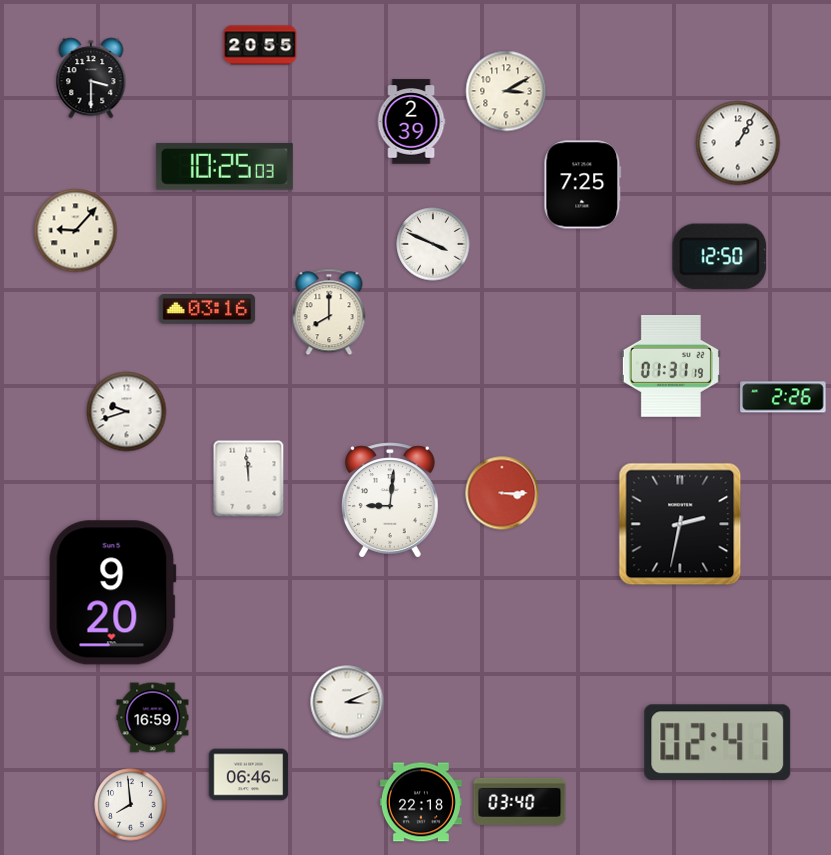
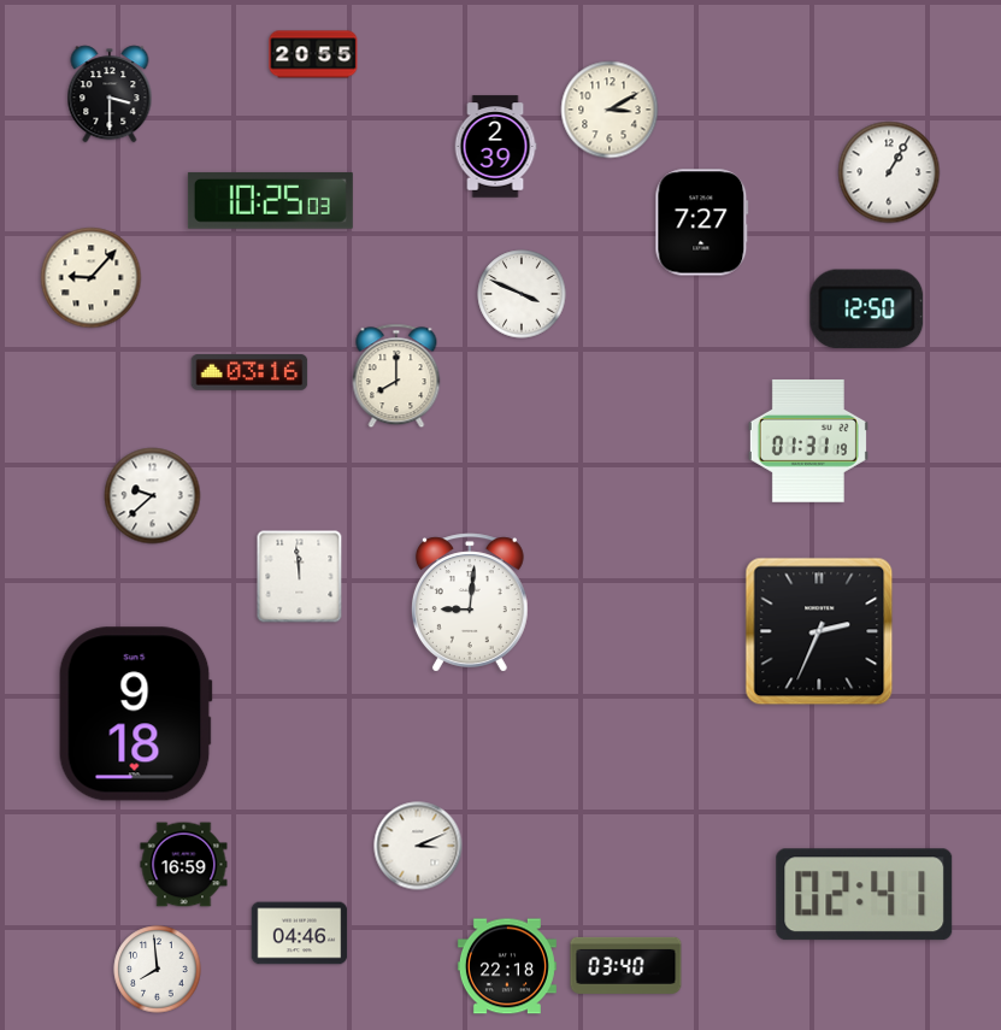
clock at (583, 185): 7:25 -> 7:27
clock at (783, 397): 2:26 -> none
clock at (127, 412): 9:42 -> 9:38
clock at (502, 493): 3:15 -> none
clock at (680, 524): 2:32 -> 2:34
clock at (112, 593): 9:20 -> 9:18
clock at (249, 775): 06:46 -> 04:46
